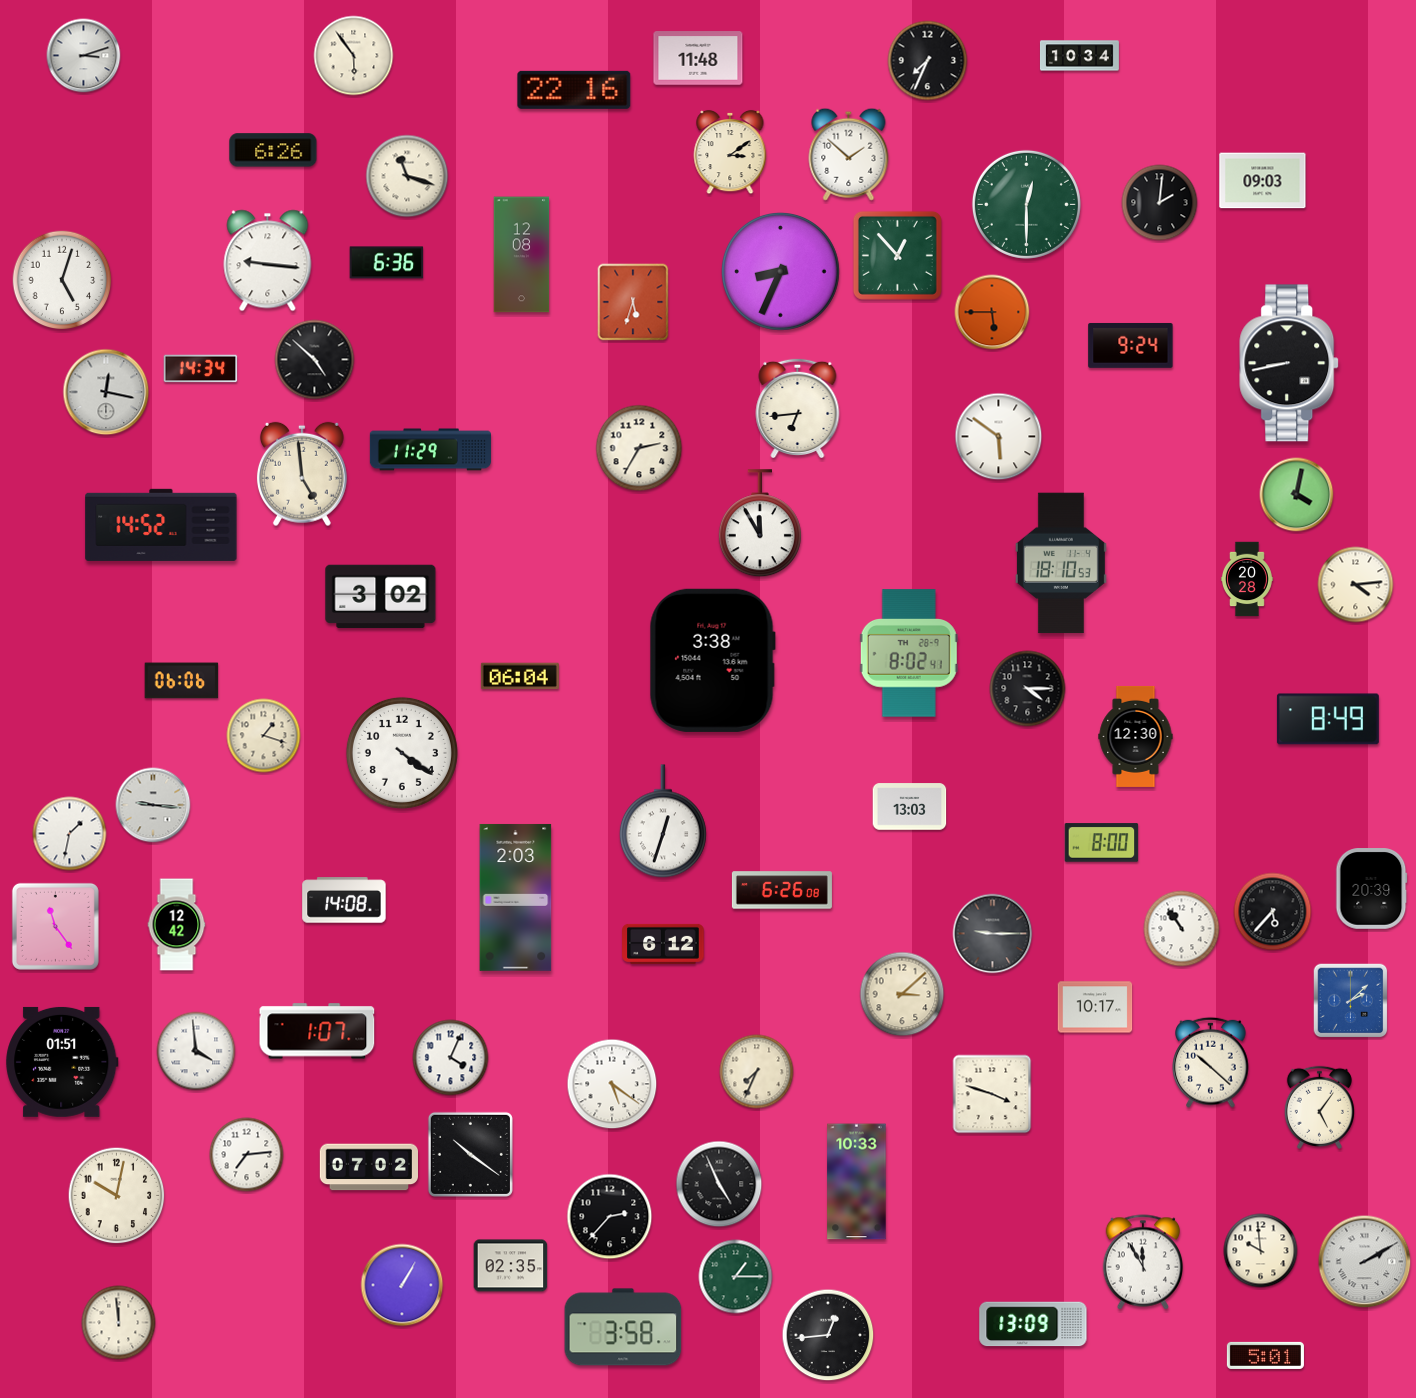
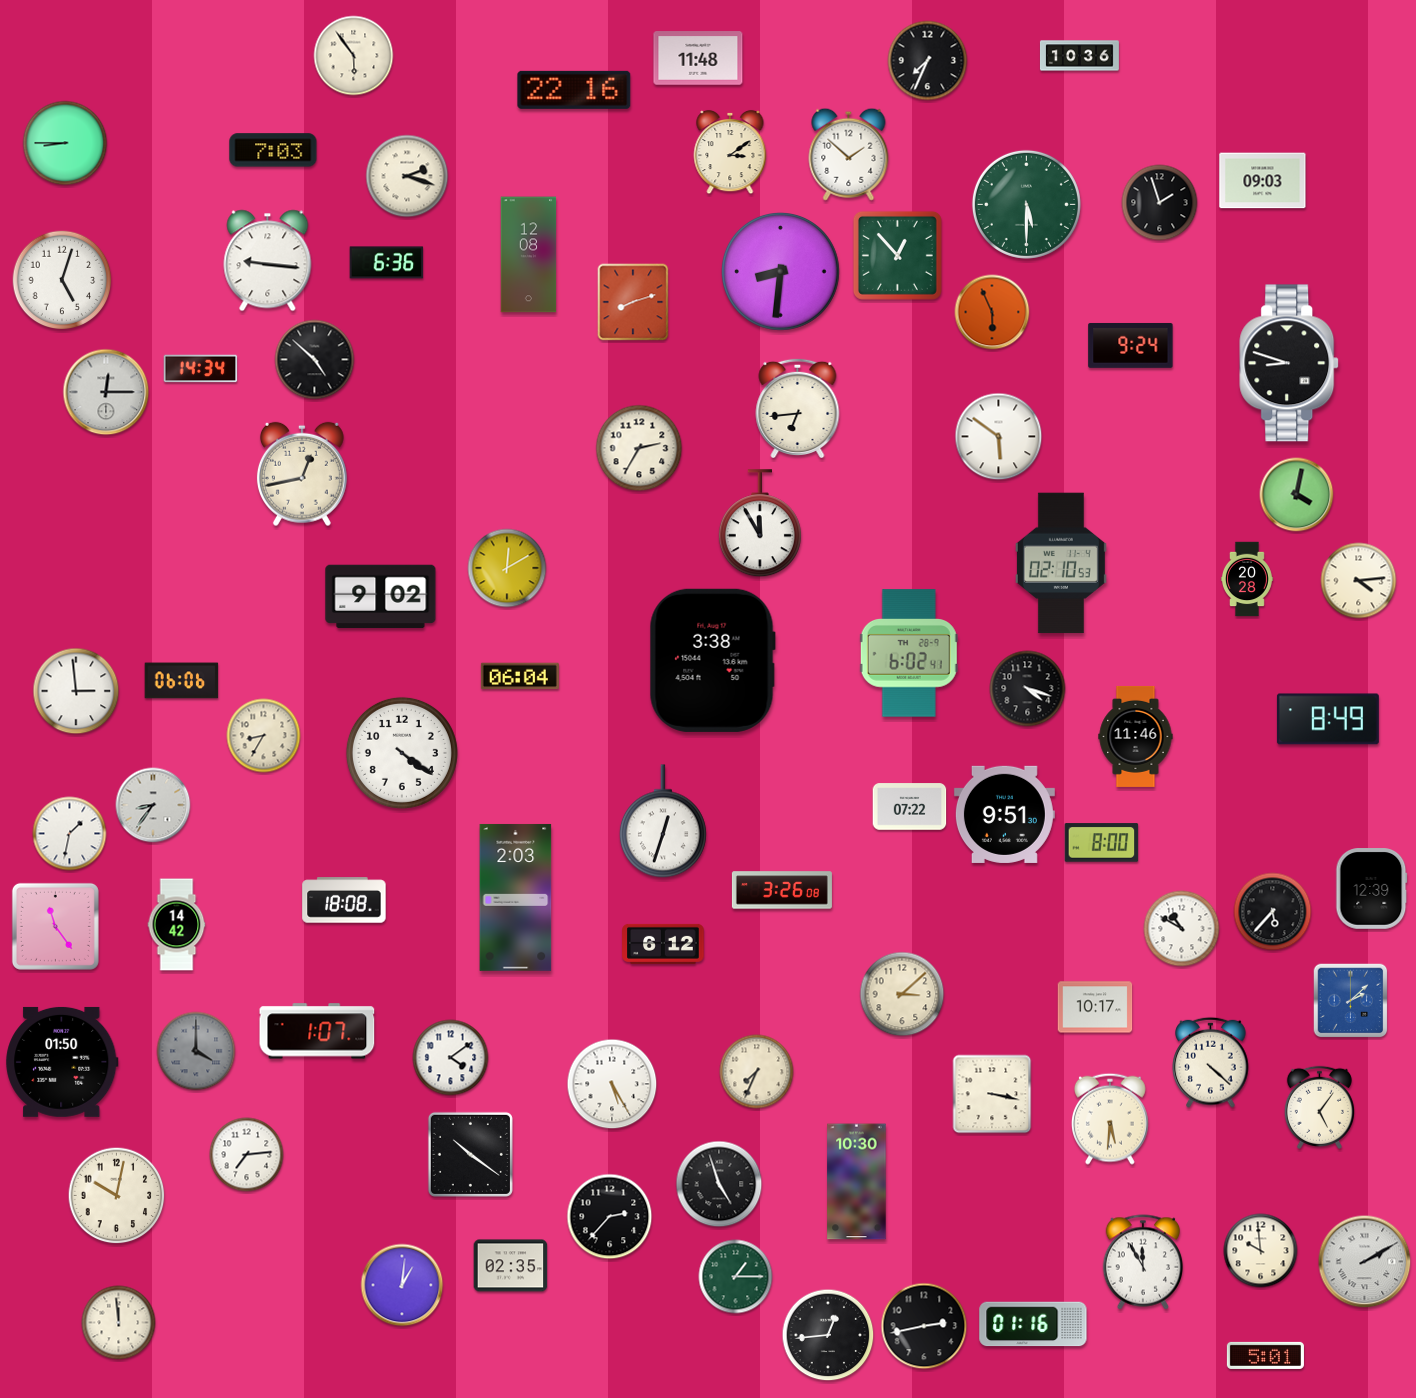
clock at (84, 56): 3:12 -> none
clock at (1079, 56): 10:34 -> 10:36
clock at (65, 143): none -> 8:45
clock at (273, 150): 6:26 -> 7:03
clock at (407, 176): 11:18 -> 2:18
clock at (1160, 203): 2:01 -> 1:57
clock at (1026, 204): 12:30 -> 5:30
clock at (522, 255) position: (522, 255) -> (529, 255)
clock at (781, 272): 8:34 -> 8:31
clock at (633, 302): 5:33 -> 8:12
clock at (992, 312): 5:45 -> 5:56
clock at (1290, 363): 8:43 -> 8:48
clock at (106, 392): 12:17 -> 12:15
clock at (430, 450): 11:29 -> none
clock at (302, 474): 4:59 -> 12:43
clock at (161, 525): 14:52 -> none
clock at (1061, 563): 18:10 -> 02:10
clock at (507, 568): none -> 12:10
clock at (1356, 585) position: (1356, 585) -> (1359, 581)
clock at (381, 597): 3:02 -> 9:02
clock at (909, 653): 8:02 -> 6:02
clock at (1028, 689): 4:15 -> 4:18
clock at (76, 691): none -> 2:59
clock at (264, 736): 1:18 -> 8:35
clock at (1136, 736): 12:30 -> 11:46
clock at (153, 805): 9:16 -> 8:36
clock at (910, 807): 13:03 -> 07:22
clock at (1004, 814): none -> 9:51
clock at (1372, 889): 20:39 -> 12:39
clock at (782, 890): 6:26 -> 3:26
clock at (344, 900): 14:08 -> 18:08
clock at (177, 925): 12:42 -> 14:42
clock at (1182, 929): 10:54 -> 10:50
clock at (993, 934): 9:15 -> none
clock at (196, 1051): 3:59 -> 4:00
clock at (196, 1051) dial: white -> grey
clock at (451, 1058): 4:04 -> 4:09
clock at (62, 1062): 01:51 -> 01:50
clock at (1211, 1062): 10:22 -> 4:22
clock at (612, 1084): 5:21 -> 5:25
clock at (992, 1094): 3:48 -> 3:17
clock at (1111, 1119): none -> 5:31
clock at (368, 1167): 07:02 -> none
clock at (857, 1182): 10:33 -> 10:30
clock at (719, 1184): 4:56 -> 4:57
clock at (402, 1285): 1:05 -> 1:01
clock at (1033, 1324): 13:09 -> 01:16
clock at (924, 1326): none -> 2:43
clock at (623, 1327): 3:58 -> none
